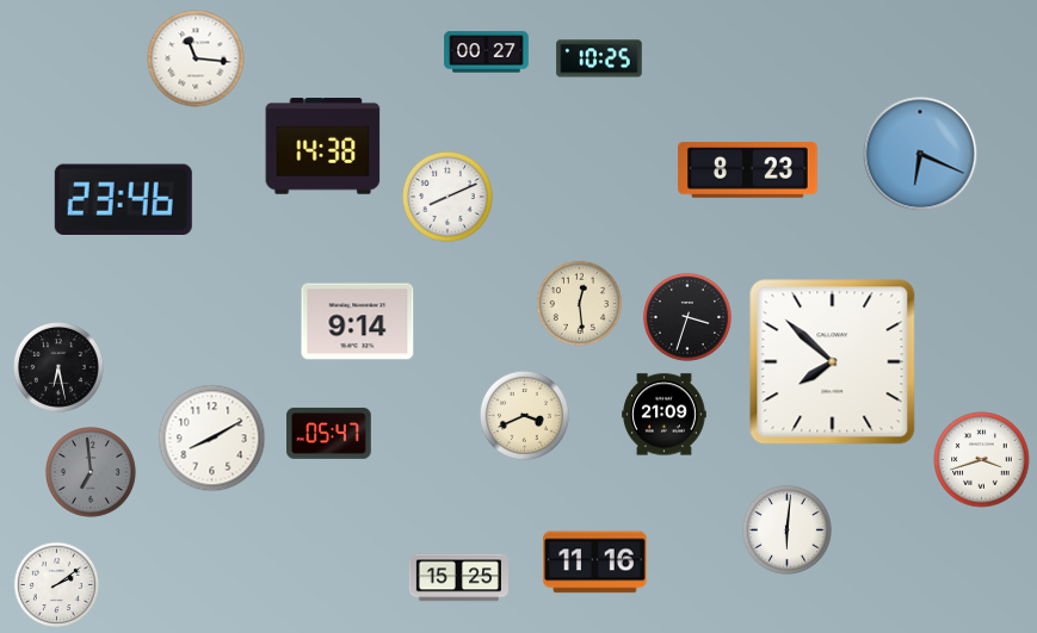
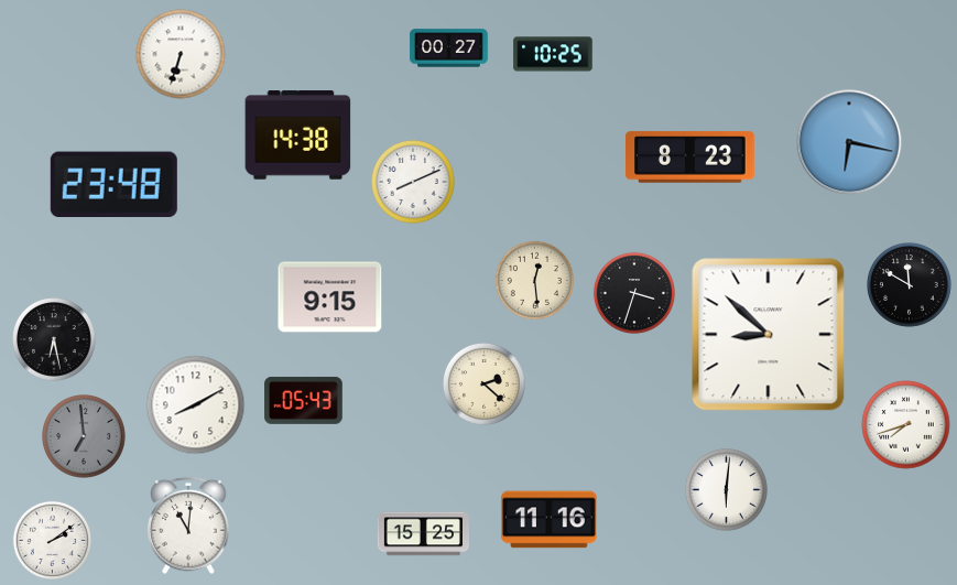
clock at (196, 58): 11:16 -> 6:33
clock at (920, 154): 6:19 -> 6:17
clock at (123, 200): 23:46 -> 23:48
clock at (910, 285): none -> 11:50
clock at (358, 322): 9:14 -> 9:15
clock at (833, 362): 7:52 -> 8:52
clock at (524, 415): 3:41 -> 2:22
clock at (665, 415): 21:09 -> none
clock at (329, 433): 05:47 -> 05:43
clock at (982, 460): 3:42 -> 7:42
clock at (188, 526): none -> 11:01
